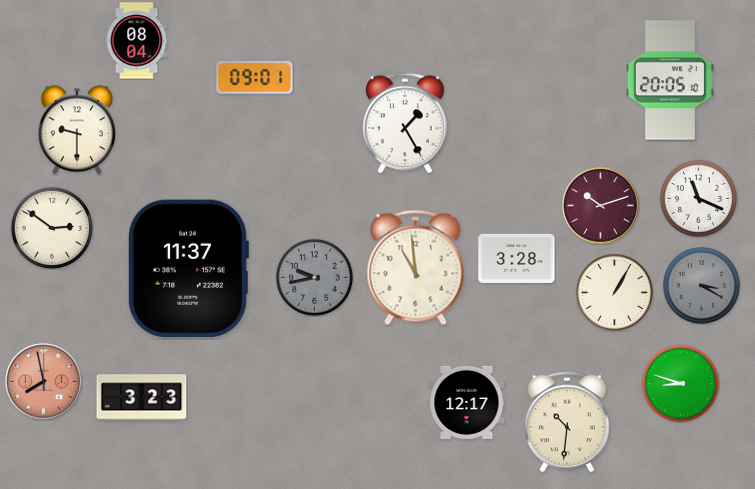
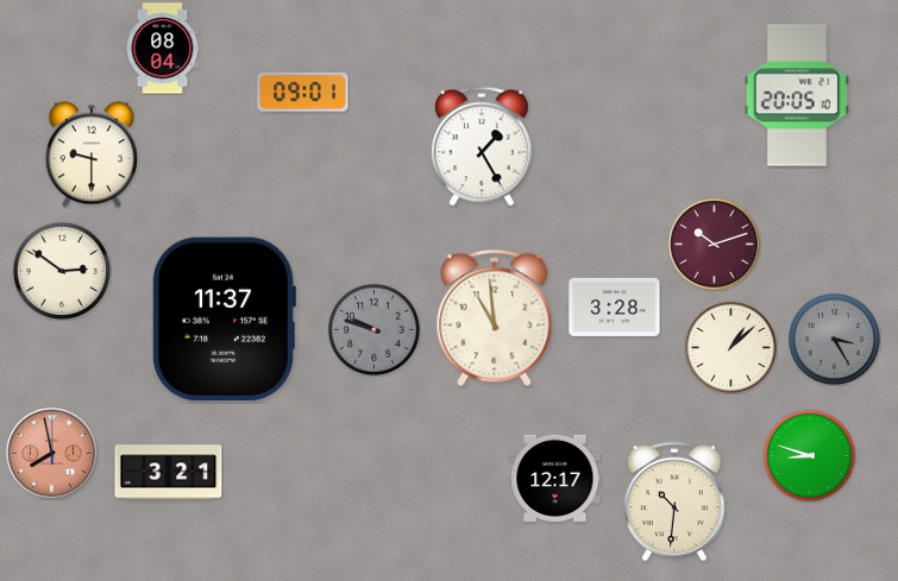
clock at (698, 198): 11:19 -> none
clock at (314, 277): 9:43 -> 9:48
clock at (701, 285): 3:20 -> 3:25
clock at (614, 292): 1:05 -> 1:08
clock at (142, 398): 3:23 -> 3:21
